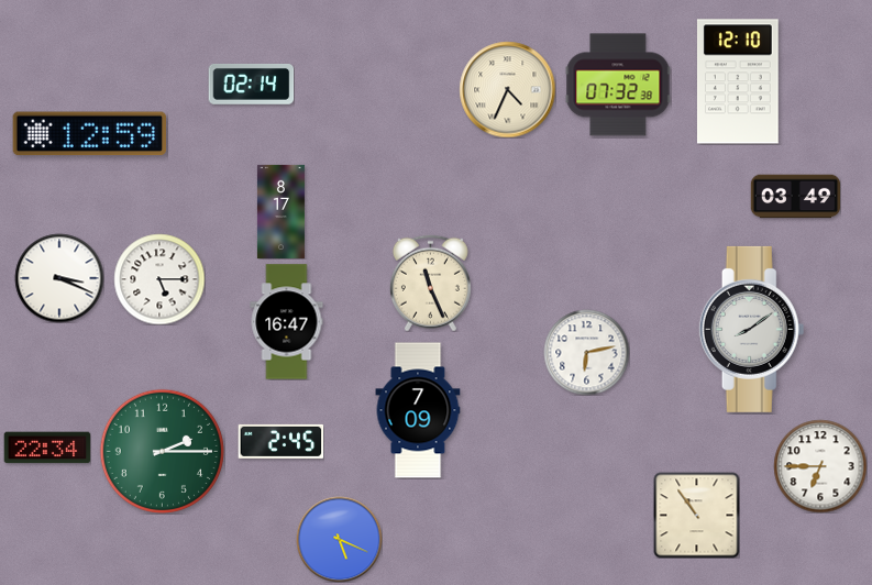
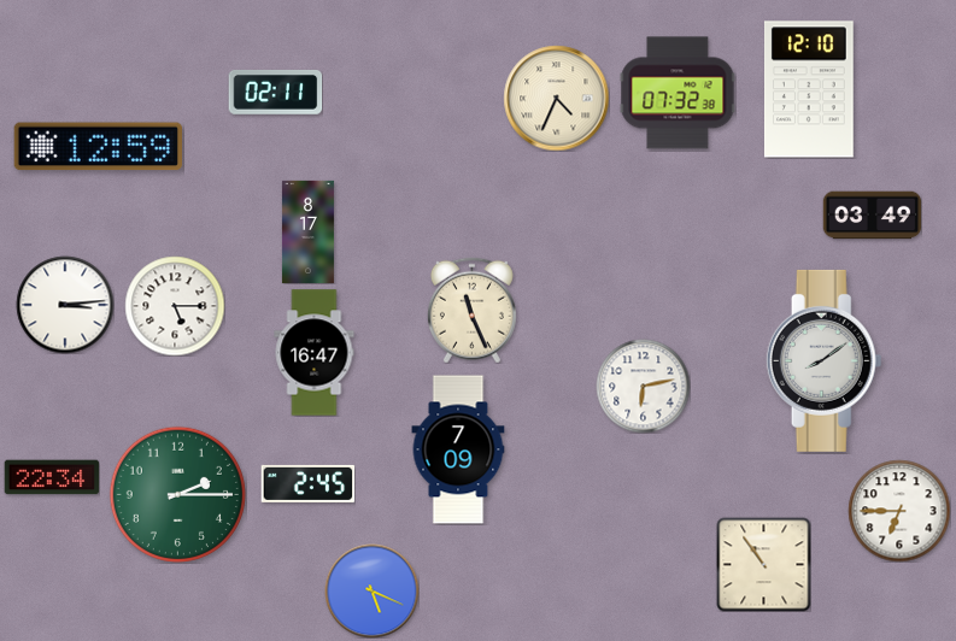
clock at (251, 85): 02:14 -> 02:11
clock at (59, 278): 3:19 -> 3:14
clock at (47, 448) position: (47, 448) -> (52, 477)
